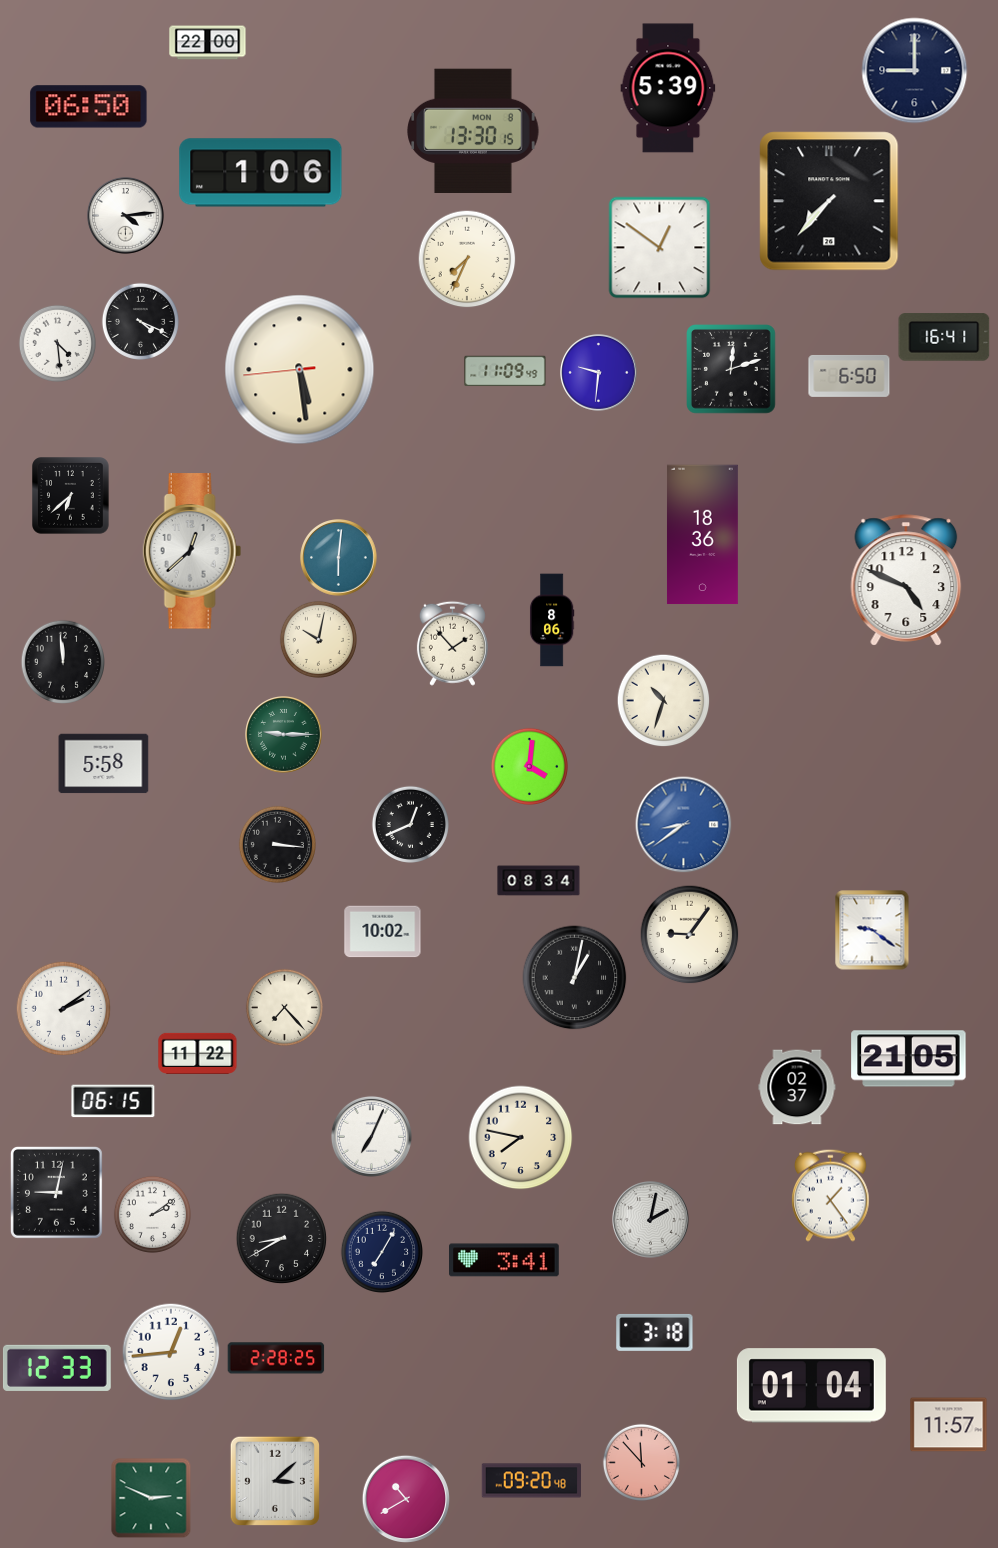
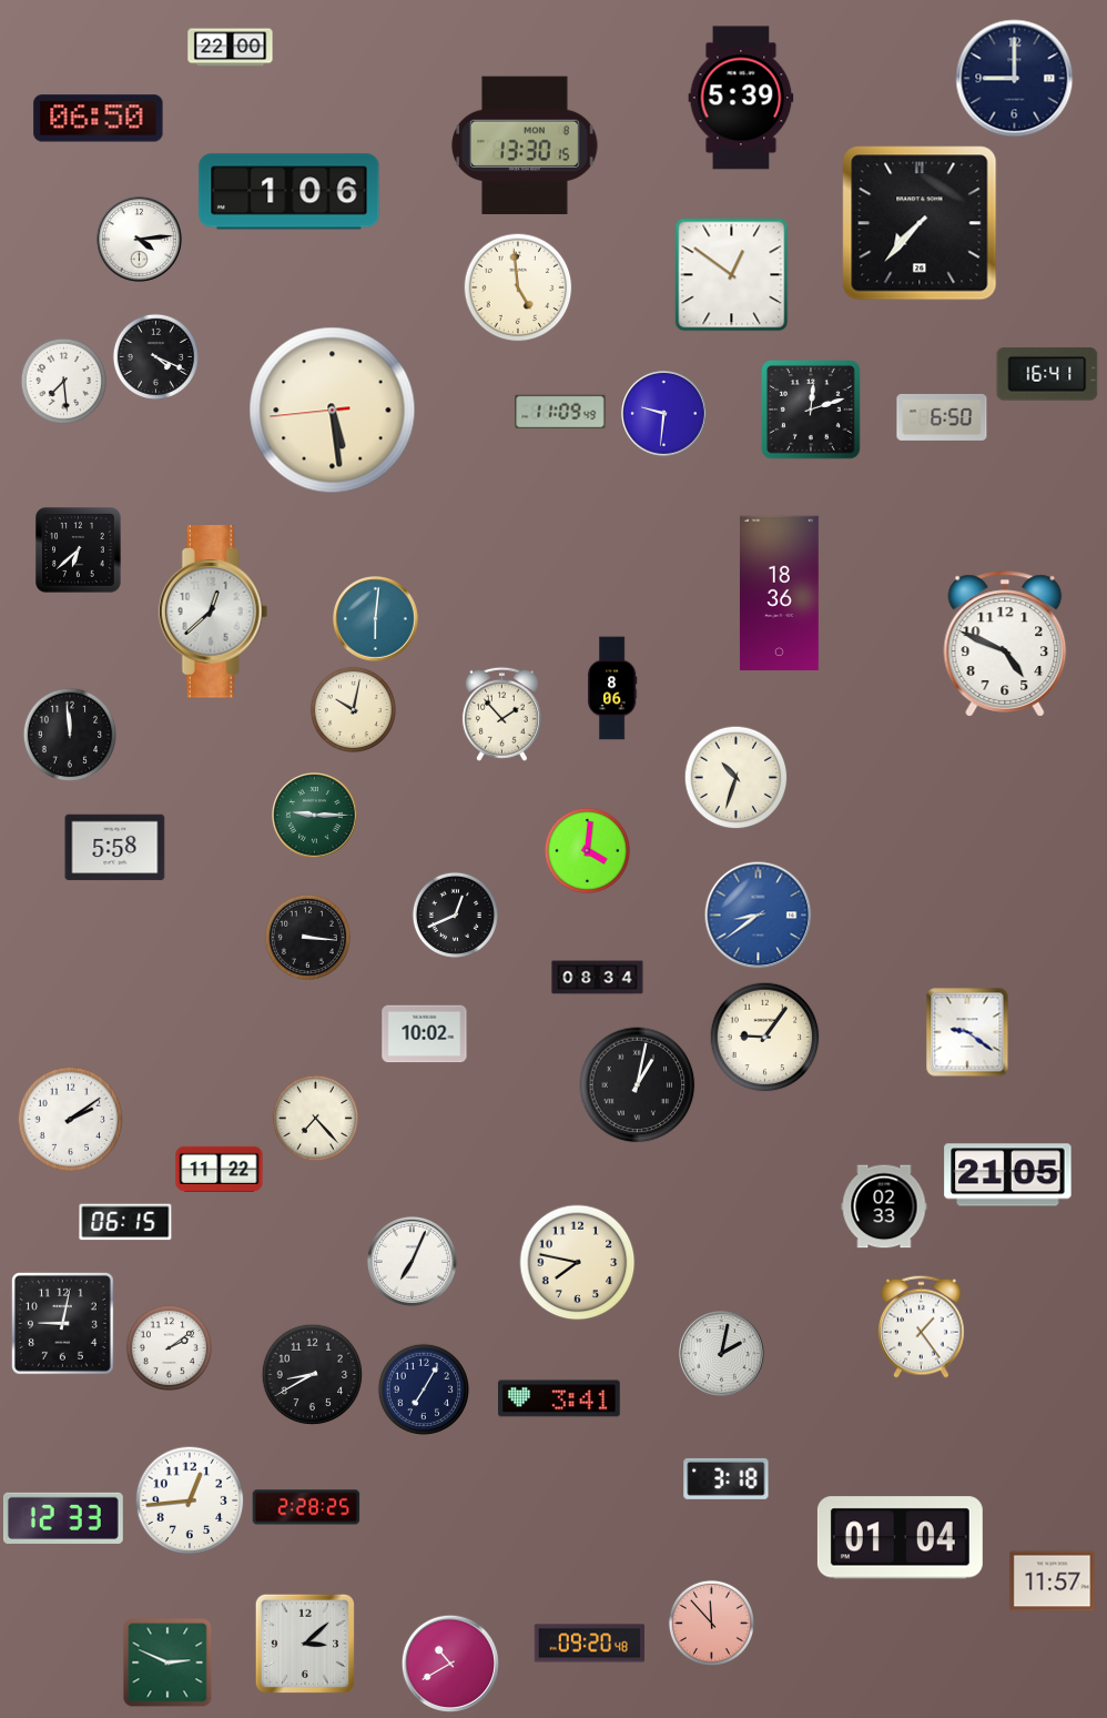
clock at (467, 259): 7:34 -> 4:59
clock at (57, 343): 4:29 -> 7:29
clock at (797, 1087): 02:37 -> 02:33
